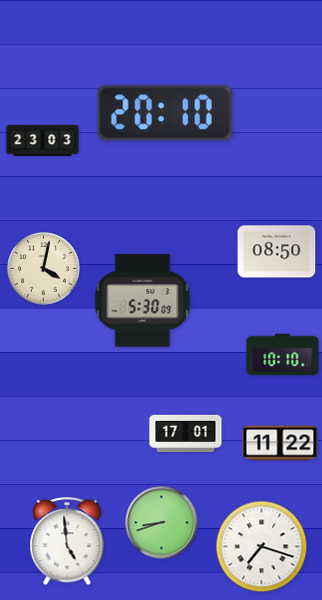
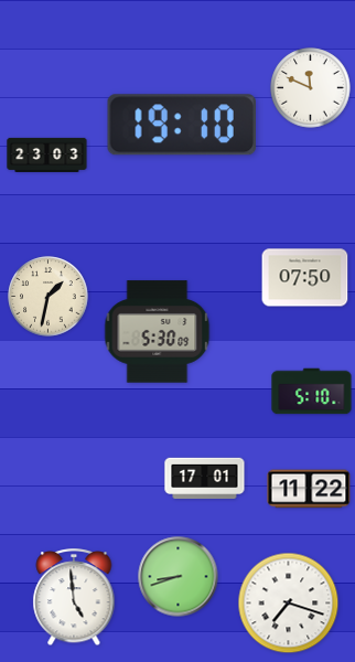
clock at (311, 88): none -> 11:49
clock at (164, 113): 20:10 -> 19:10
clock at (277, 252): 08:50 -> 07:50
clock at (44, 269): 4:02 -> 1:32
clock at (283, 355): 10:10 -> 5:10
